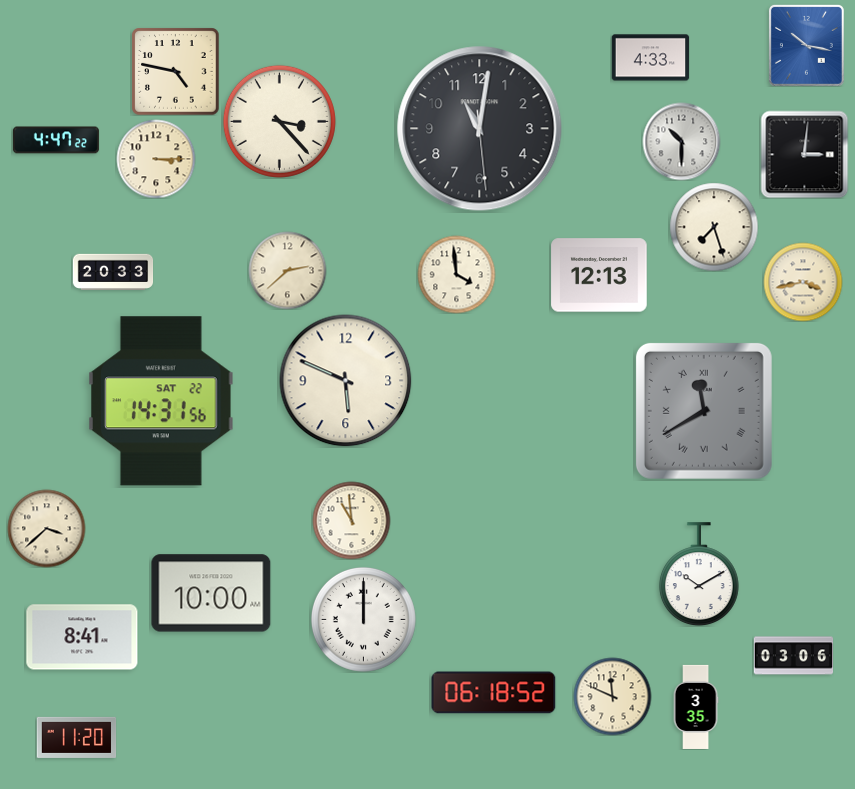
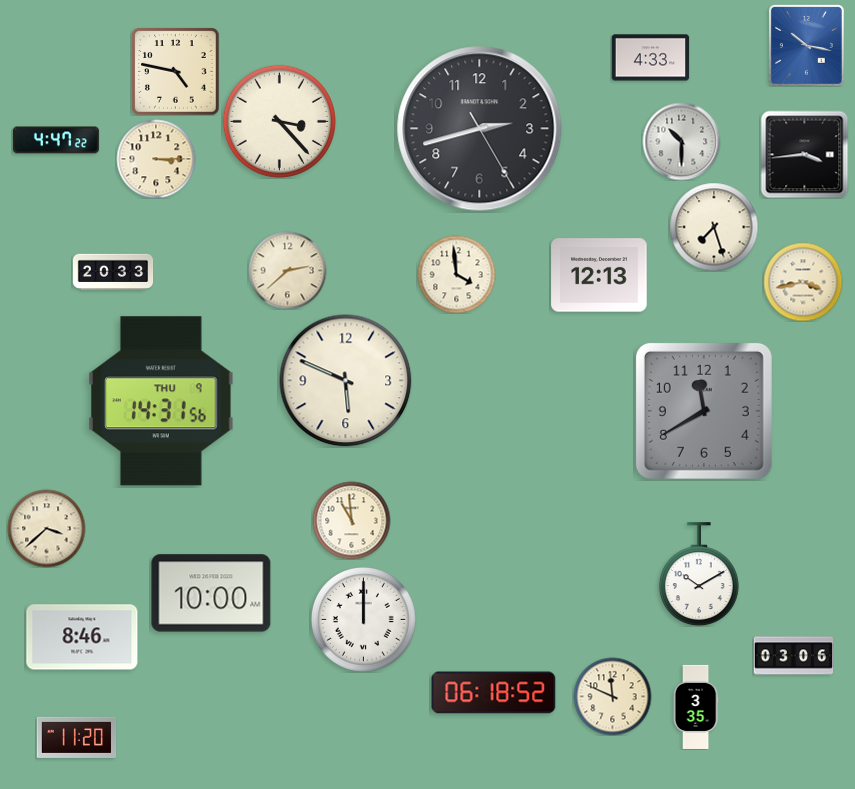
clock at (480, 129): 11:01 -> 2:42
clock at (804, 154): 3:01 -> 3:44
clock at (162, 401) date: SAT 22 -> THU 9
clock at (704, 411) numerals: Roman -> Arabic
clock at (82, 637): 8:41 -> 8:46
